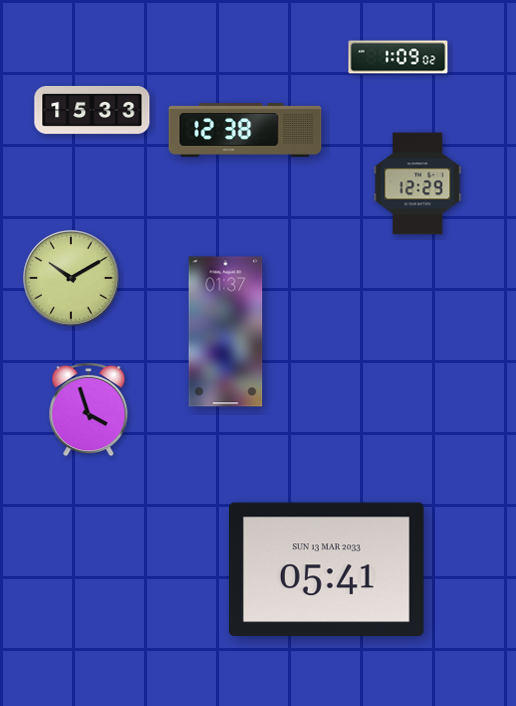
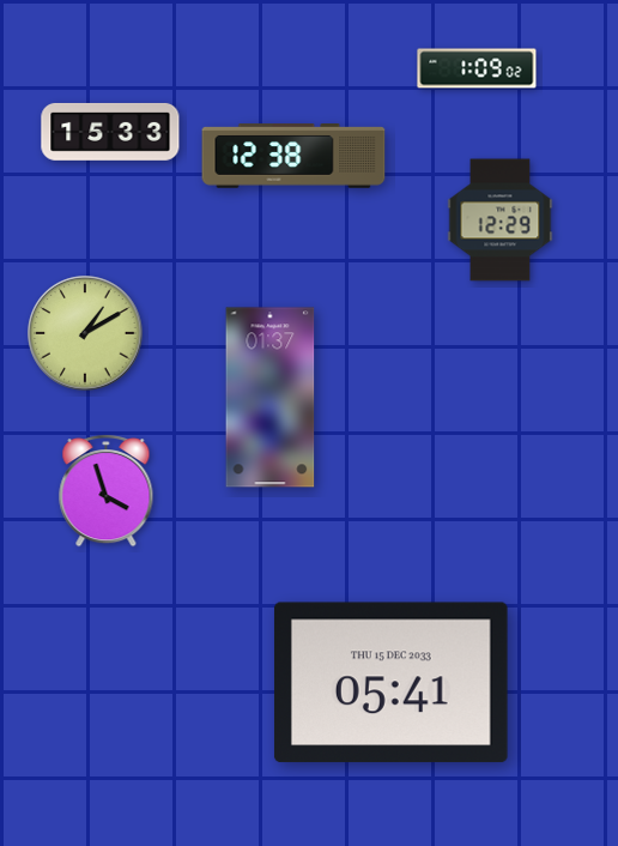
clock at (71, 278): 10:10 -> 1:10
clock at (326, 570) date: SUN 13 MAR 2033 -> THU 15 DEC 2033
